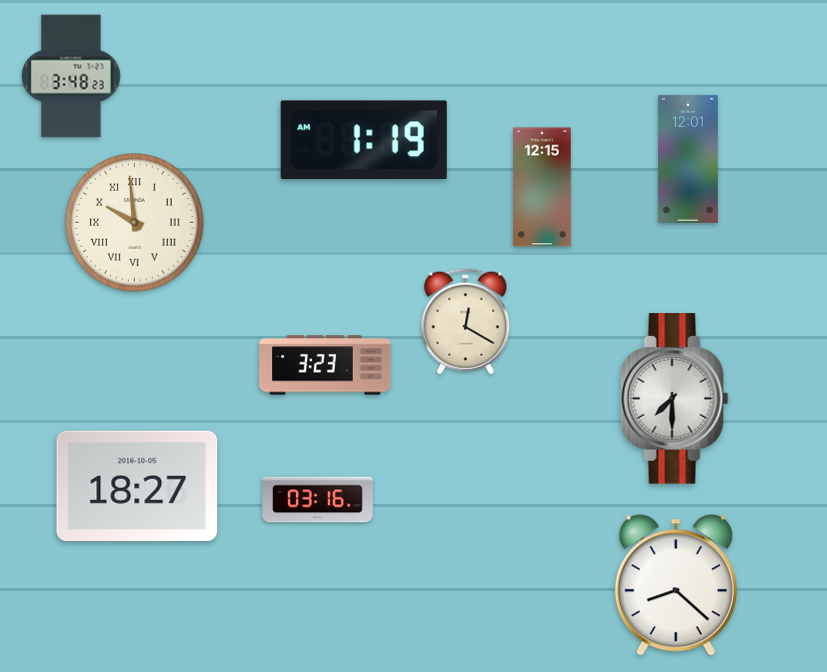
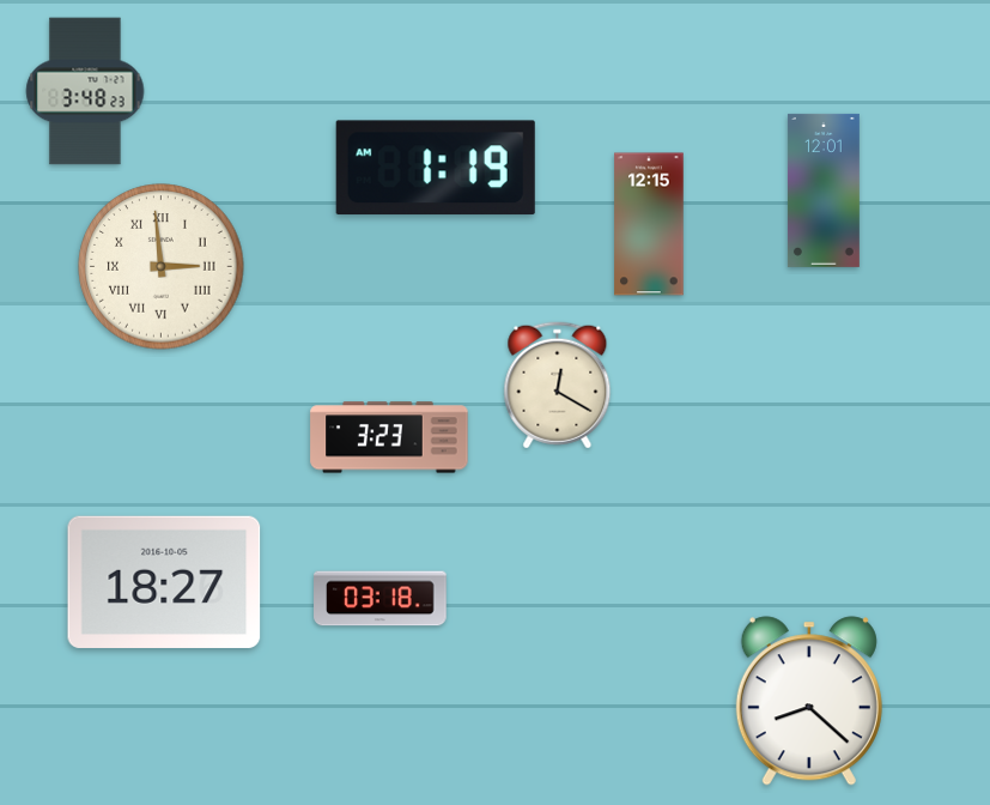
clock at (135, 223): 9:59 -> 2:59
clock at (675, 399): 7:30 -> none
clock at (318, 500): 03:16 -> 03:18
